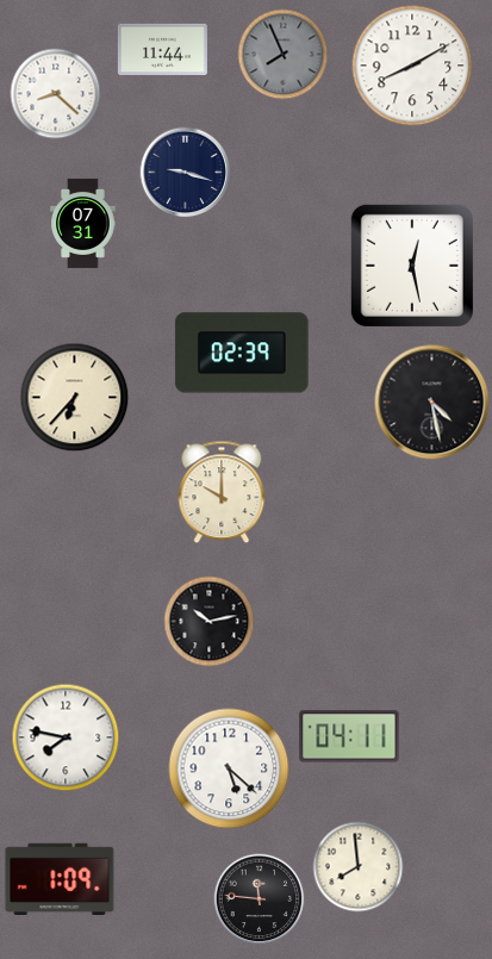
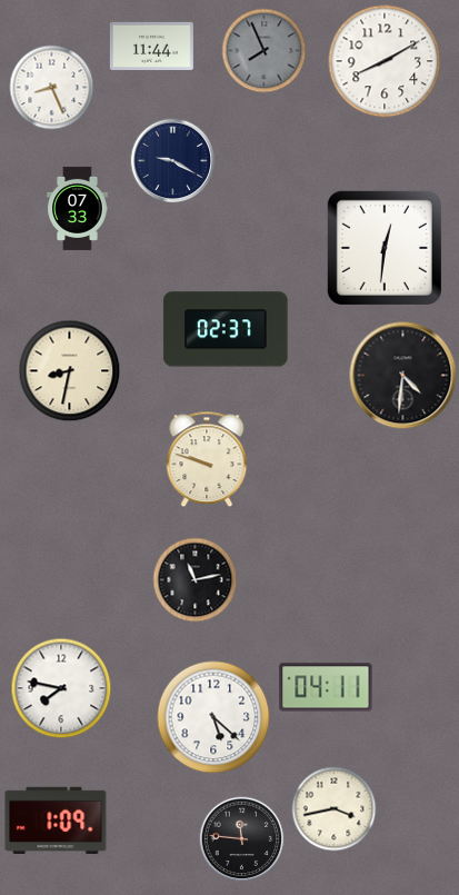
clock at (56, 94): 8:22 -> 8:26
clock at (186, 173): 9:18 -> 9:20
clock at (83, 223): 07:31 -> 07:33
clock at (412, 266): 12:28 -> 12:31
clock at (242, 353): 02:39 -> 02:37
clock at (75, 398): 6:37 -> 8:32
clock at (432, 403): 4:28 -> 4:31
clock at (222, 492): 10:00 -> 9:48
clock at (210, 622): 10:13 -> 11:13
clock at (359, 867): 7:59 -> 3:43
